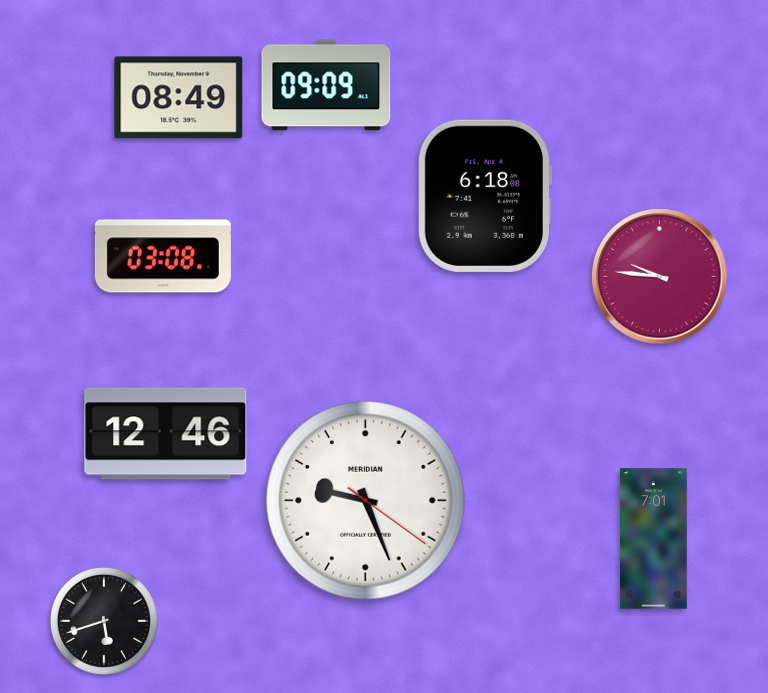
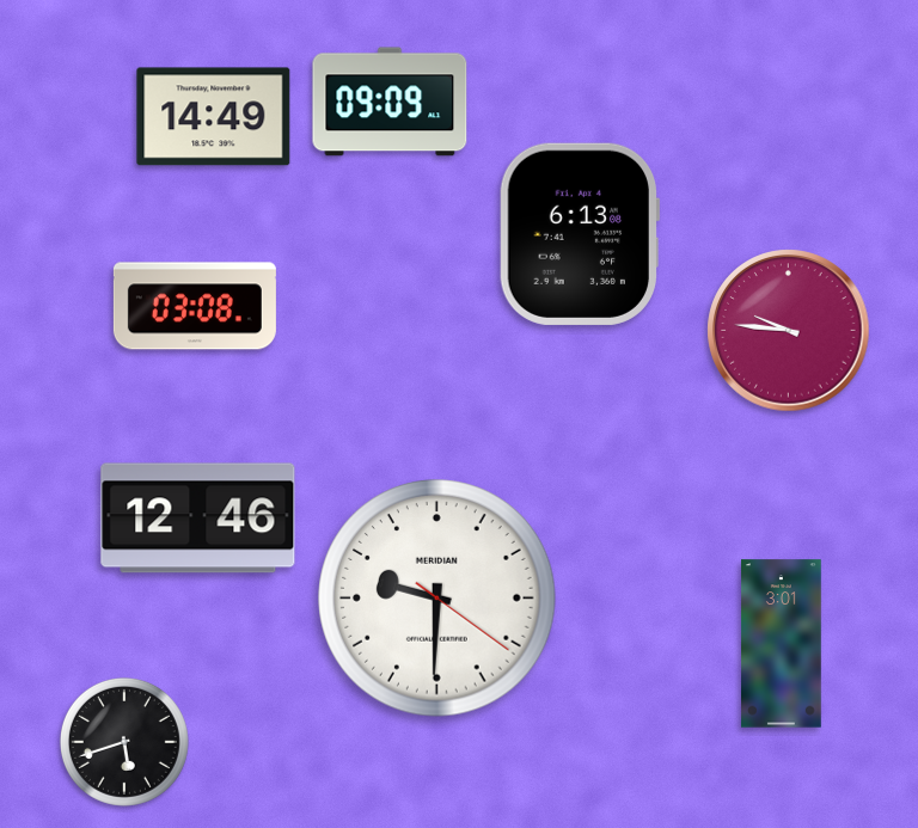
clock at (179, 98): 08:49 -> 14:49
clock at (485, 196): 6:18 -> 6:13
clock at (366, 501): 9:26 -> 9:30
clock at (654, 539): 7:01 -> 3:01
